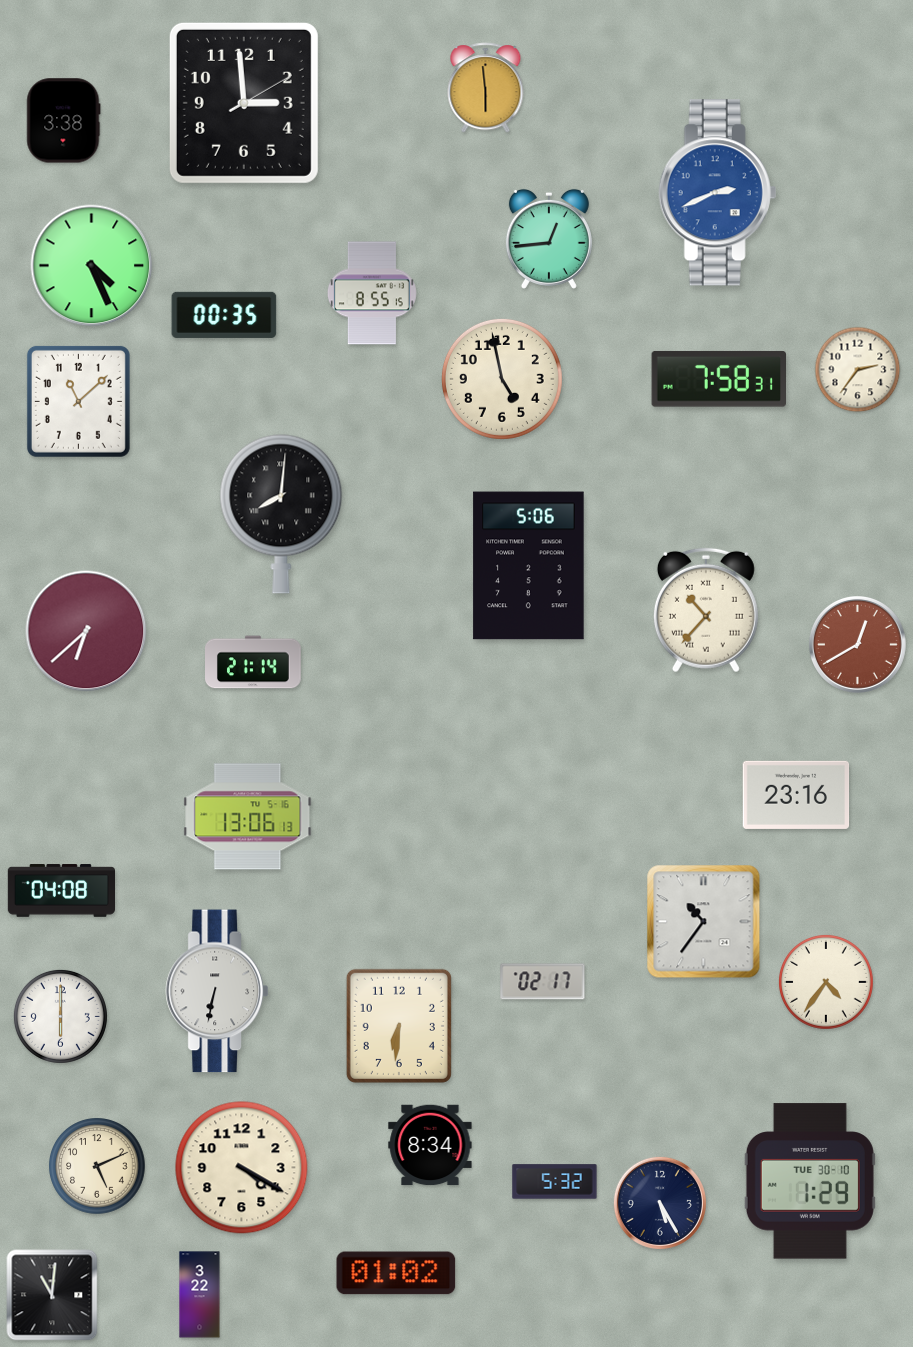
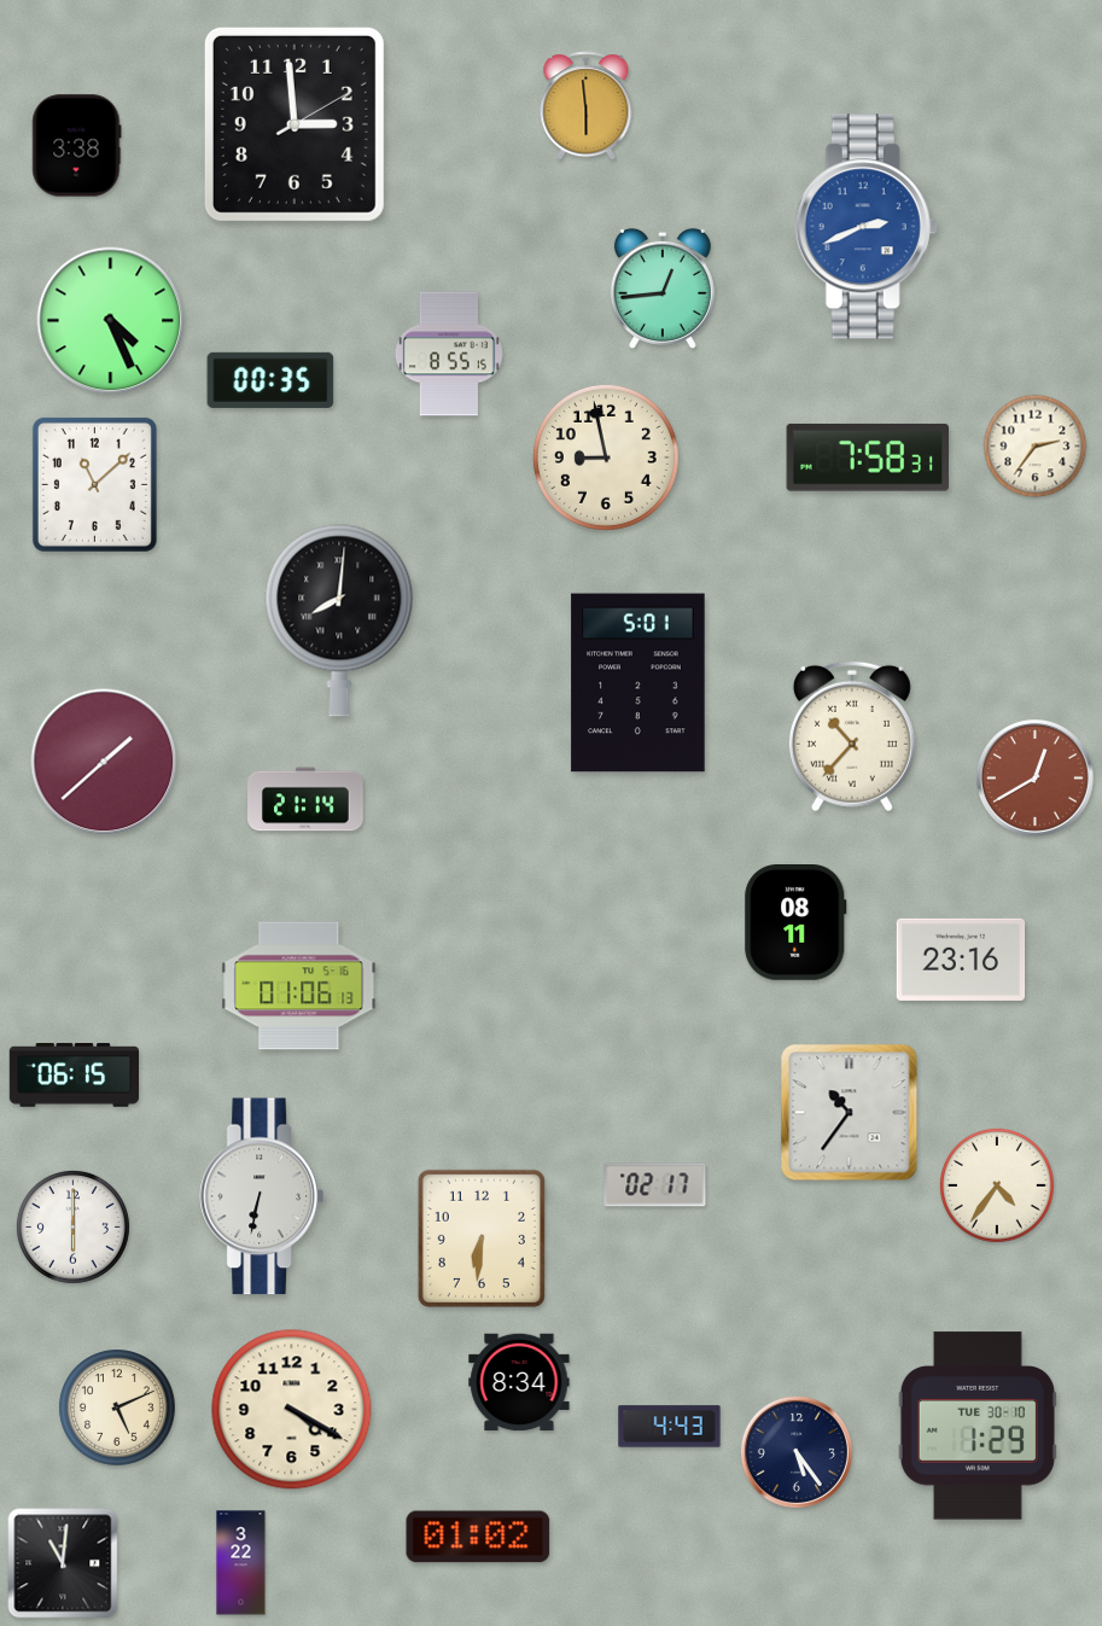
clock at (718, 193) position: (718, 193) -> (867, 227)
clock at (502, 379): 4:58 -> 8:58
clock at (529, 566): 5:06 -> 5:01
clock at (86, 631): 6:38 -> 1:38
clock at (795, 923): none -> 08:11
clock at (248, 817): 13:06 -> 01:06
clock at (61, 891): 04:08 -> 06:15
clock at (555, 1182): 5:32 -> 4:43
clock at (660, 1203): 5:25 -> 5:24
